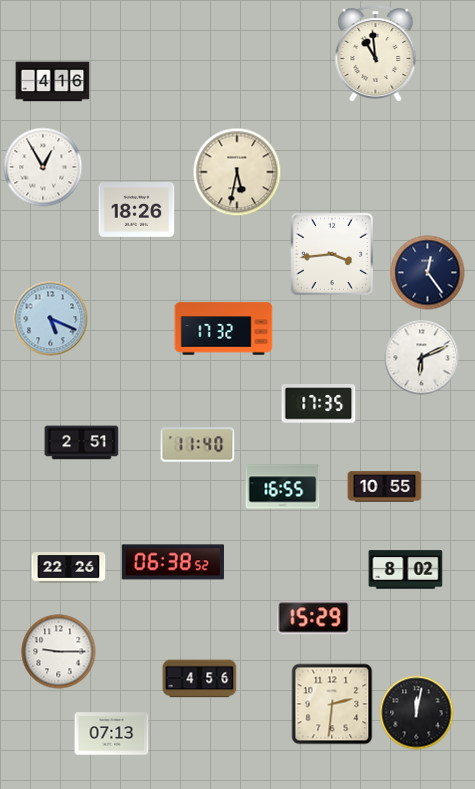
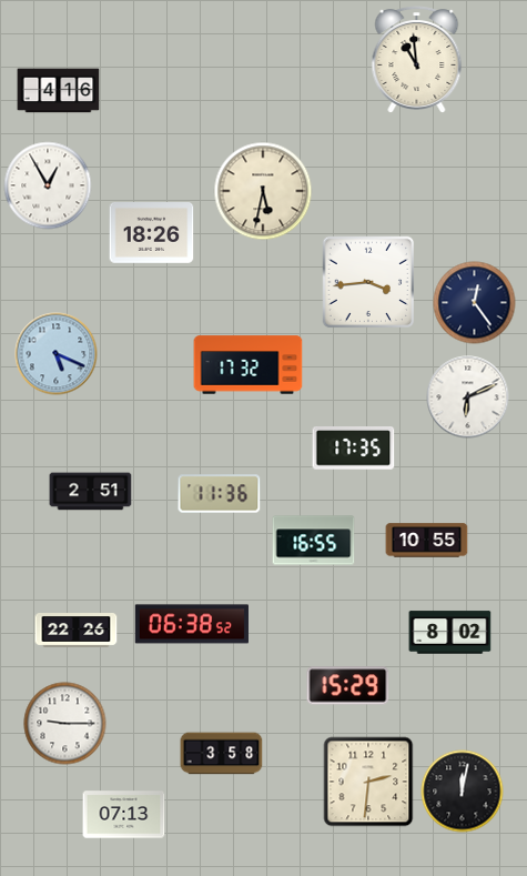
clock at (198, 445): 11:40 -> 11:36
clock at (200, 679): 4:56 -> 3:58
